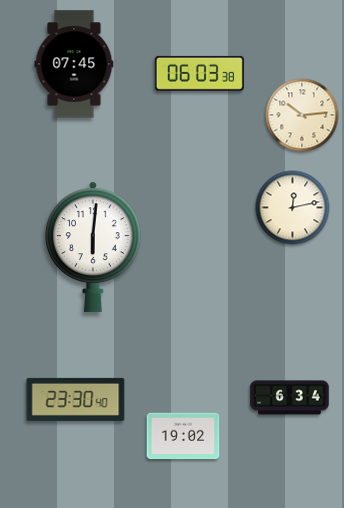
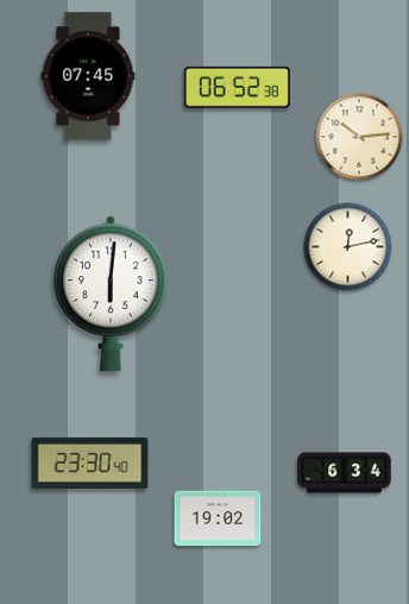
clock at (199, 73): 06:03 -> 06:52
clock at (76, 399) position: (76, 399) -> (90, 463)
